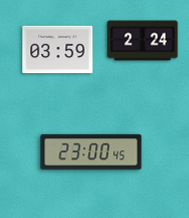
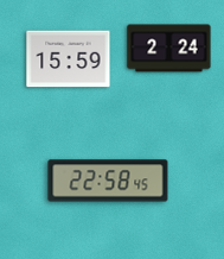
clock at (58, 50): 03:59 -> 15:59
clock at (91, 152): 23:00 -> 22:58
